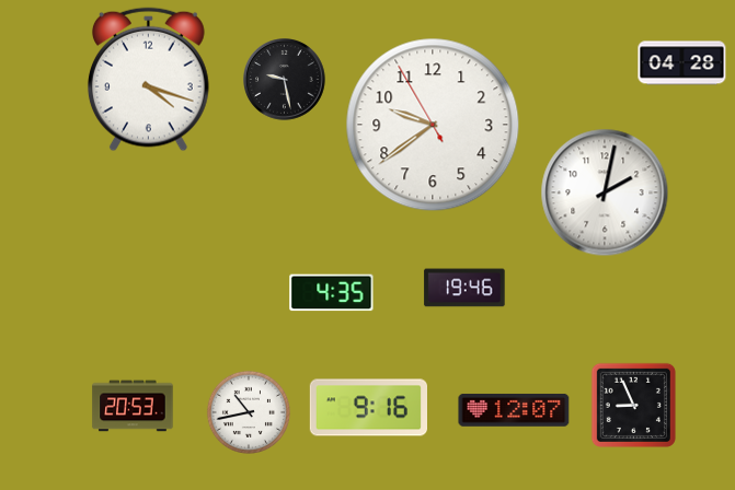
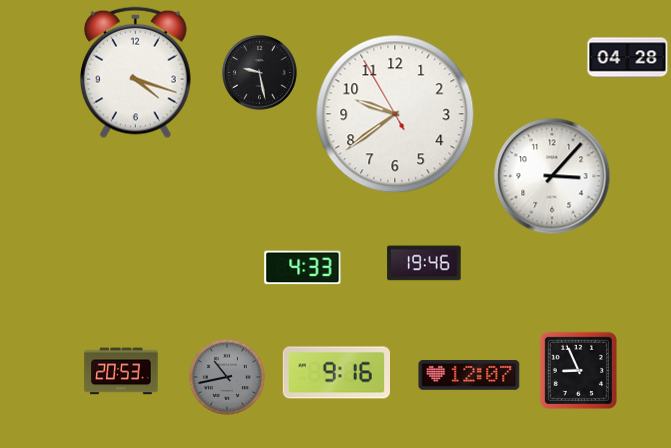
clock at (682, 63) position: (682, 63) -> (628, 58)
clock at (605, 192): 2:02 -> 3:07
clock at (332, 293): 4:35 -> 4:33
clock at (249, 412) dial: white -> grey
